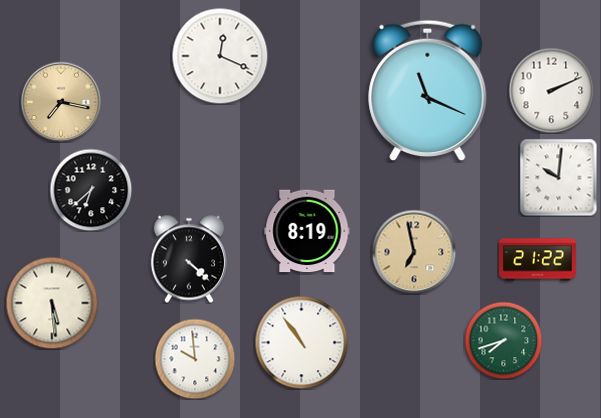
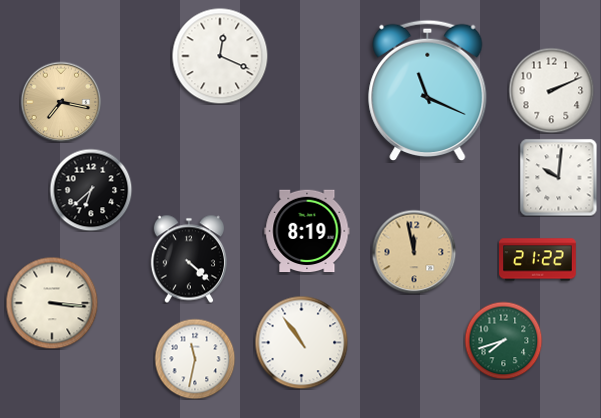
clock at (414, 252): 6:58 -> 11:58
clock at (52, 303): 5:29 -> 3:16
clock at (195, 359): 9:59 -> 11:32
